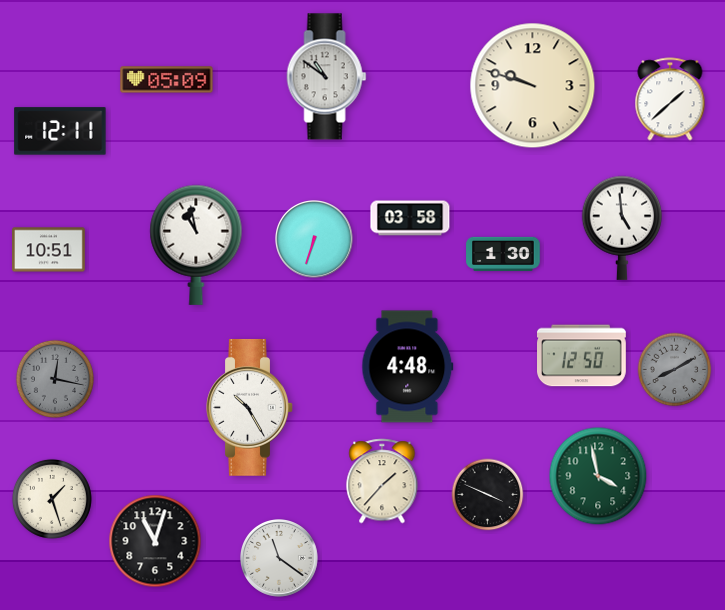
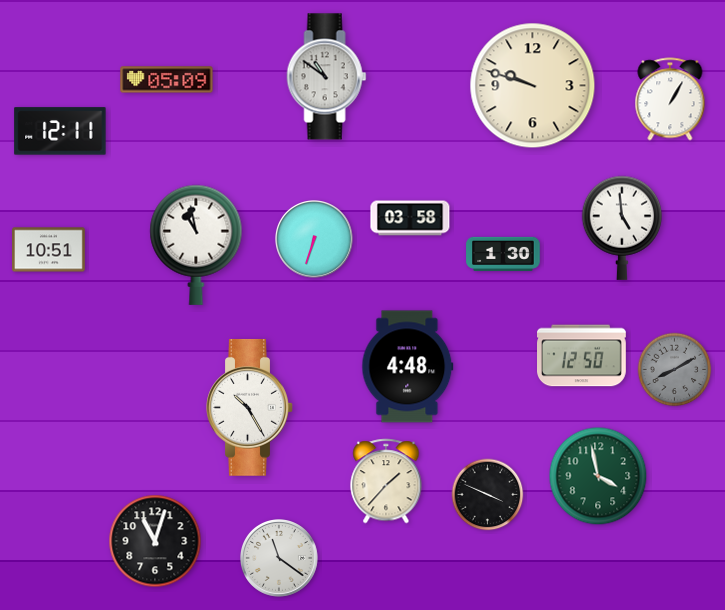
clock at (670, 99): 1:38 -> 1:05
clock at (55, 379): 12:17 -> none
clock at (382, 481) position: (382, 481) -> (386, 481)
clock at (52, 499): 1:27 -> none
